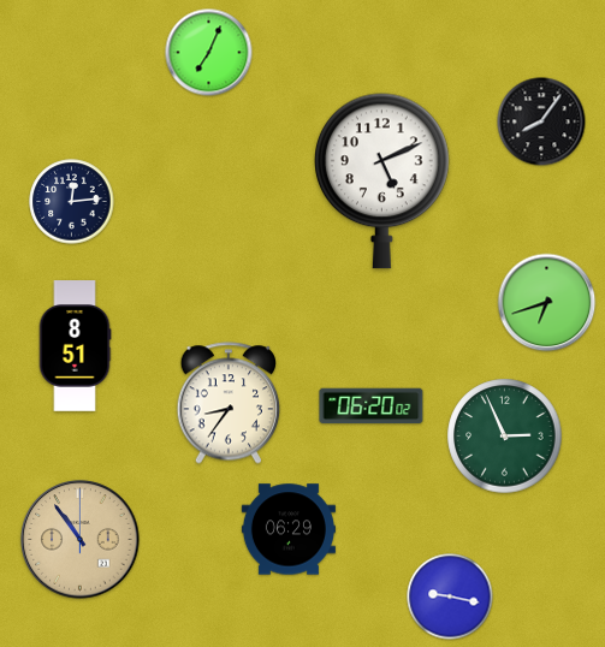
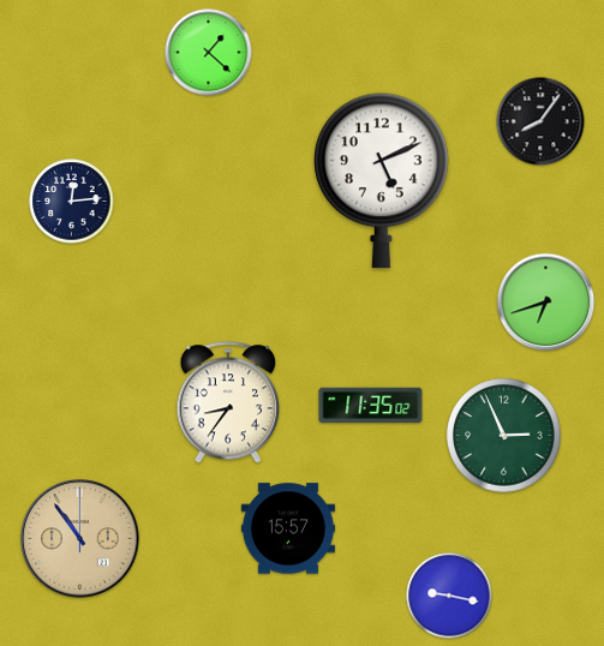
clock at (209, 53): 7:04 -> 1:22
clock at (75, 346): 8:51 -> none
clock at (372, 406): 06:20 -> 11:35
clock at (289, 529): 06:29 -> 15:57
